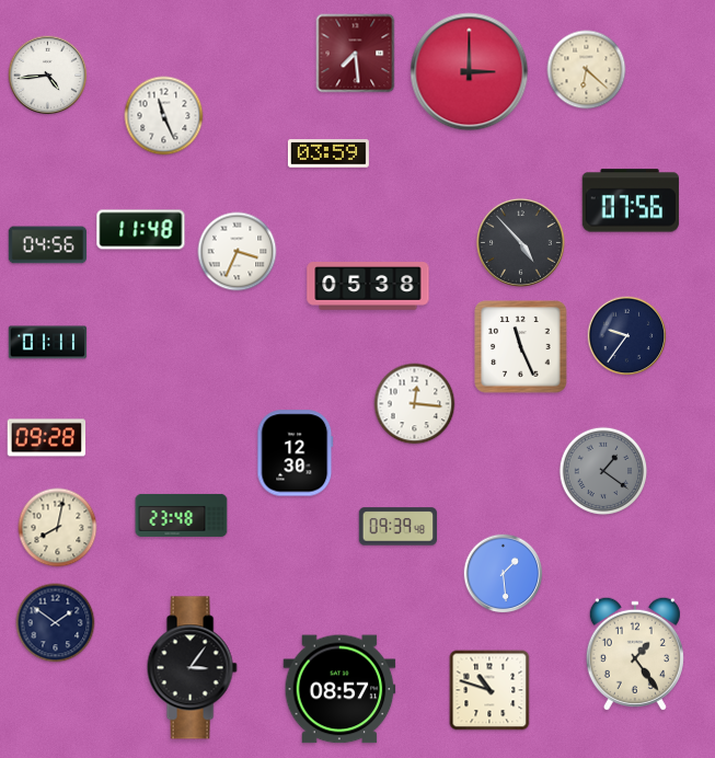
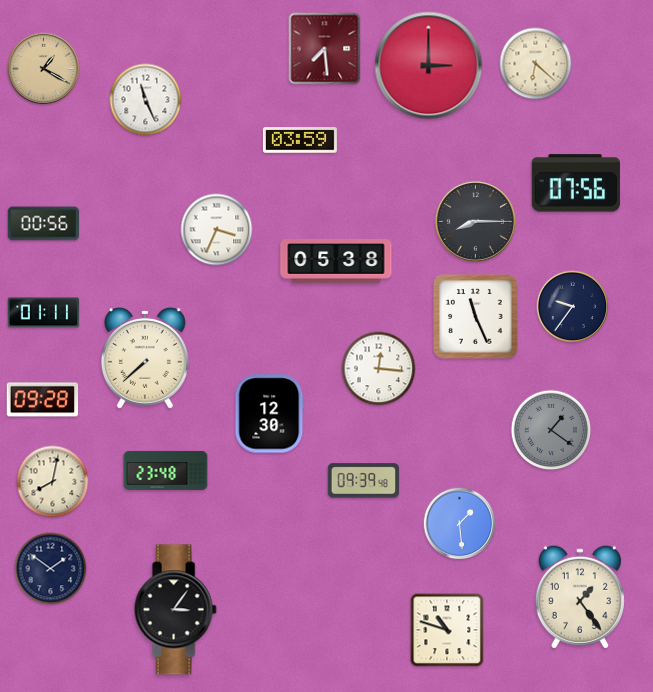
clock at (48, 76): 4:44 -> 1:20
clock at (48, 76) dial: white -> champagne
clock at (164, 116) position: (164, 116) -> (146, 100)
clock at (141, 230): 11:48 -> none
clock at (520, 242): 4:53 -> 8:15
clock at (48, 245): 04:56 -> 00:56
clock at (145, 358): none -> 7:38
clock at (339, 689): 08:57 -> none
